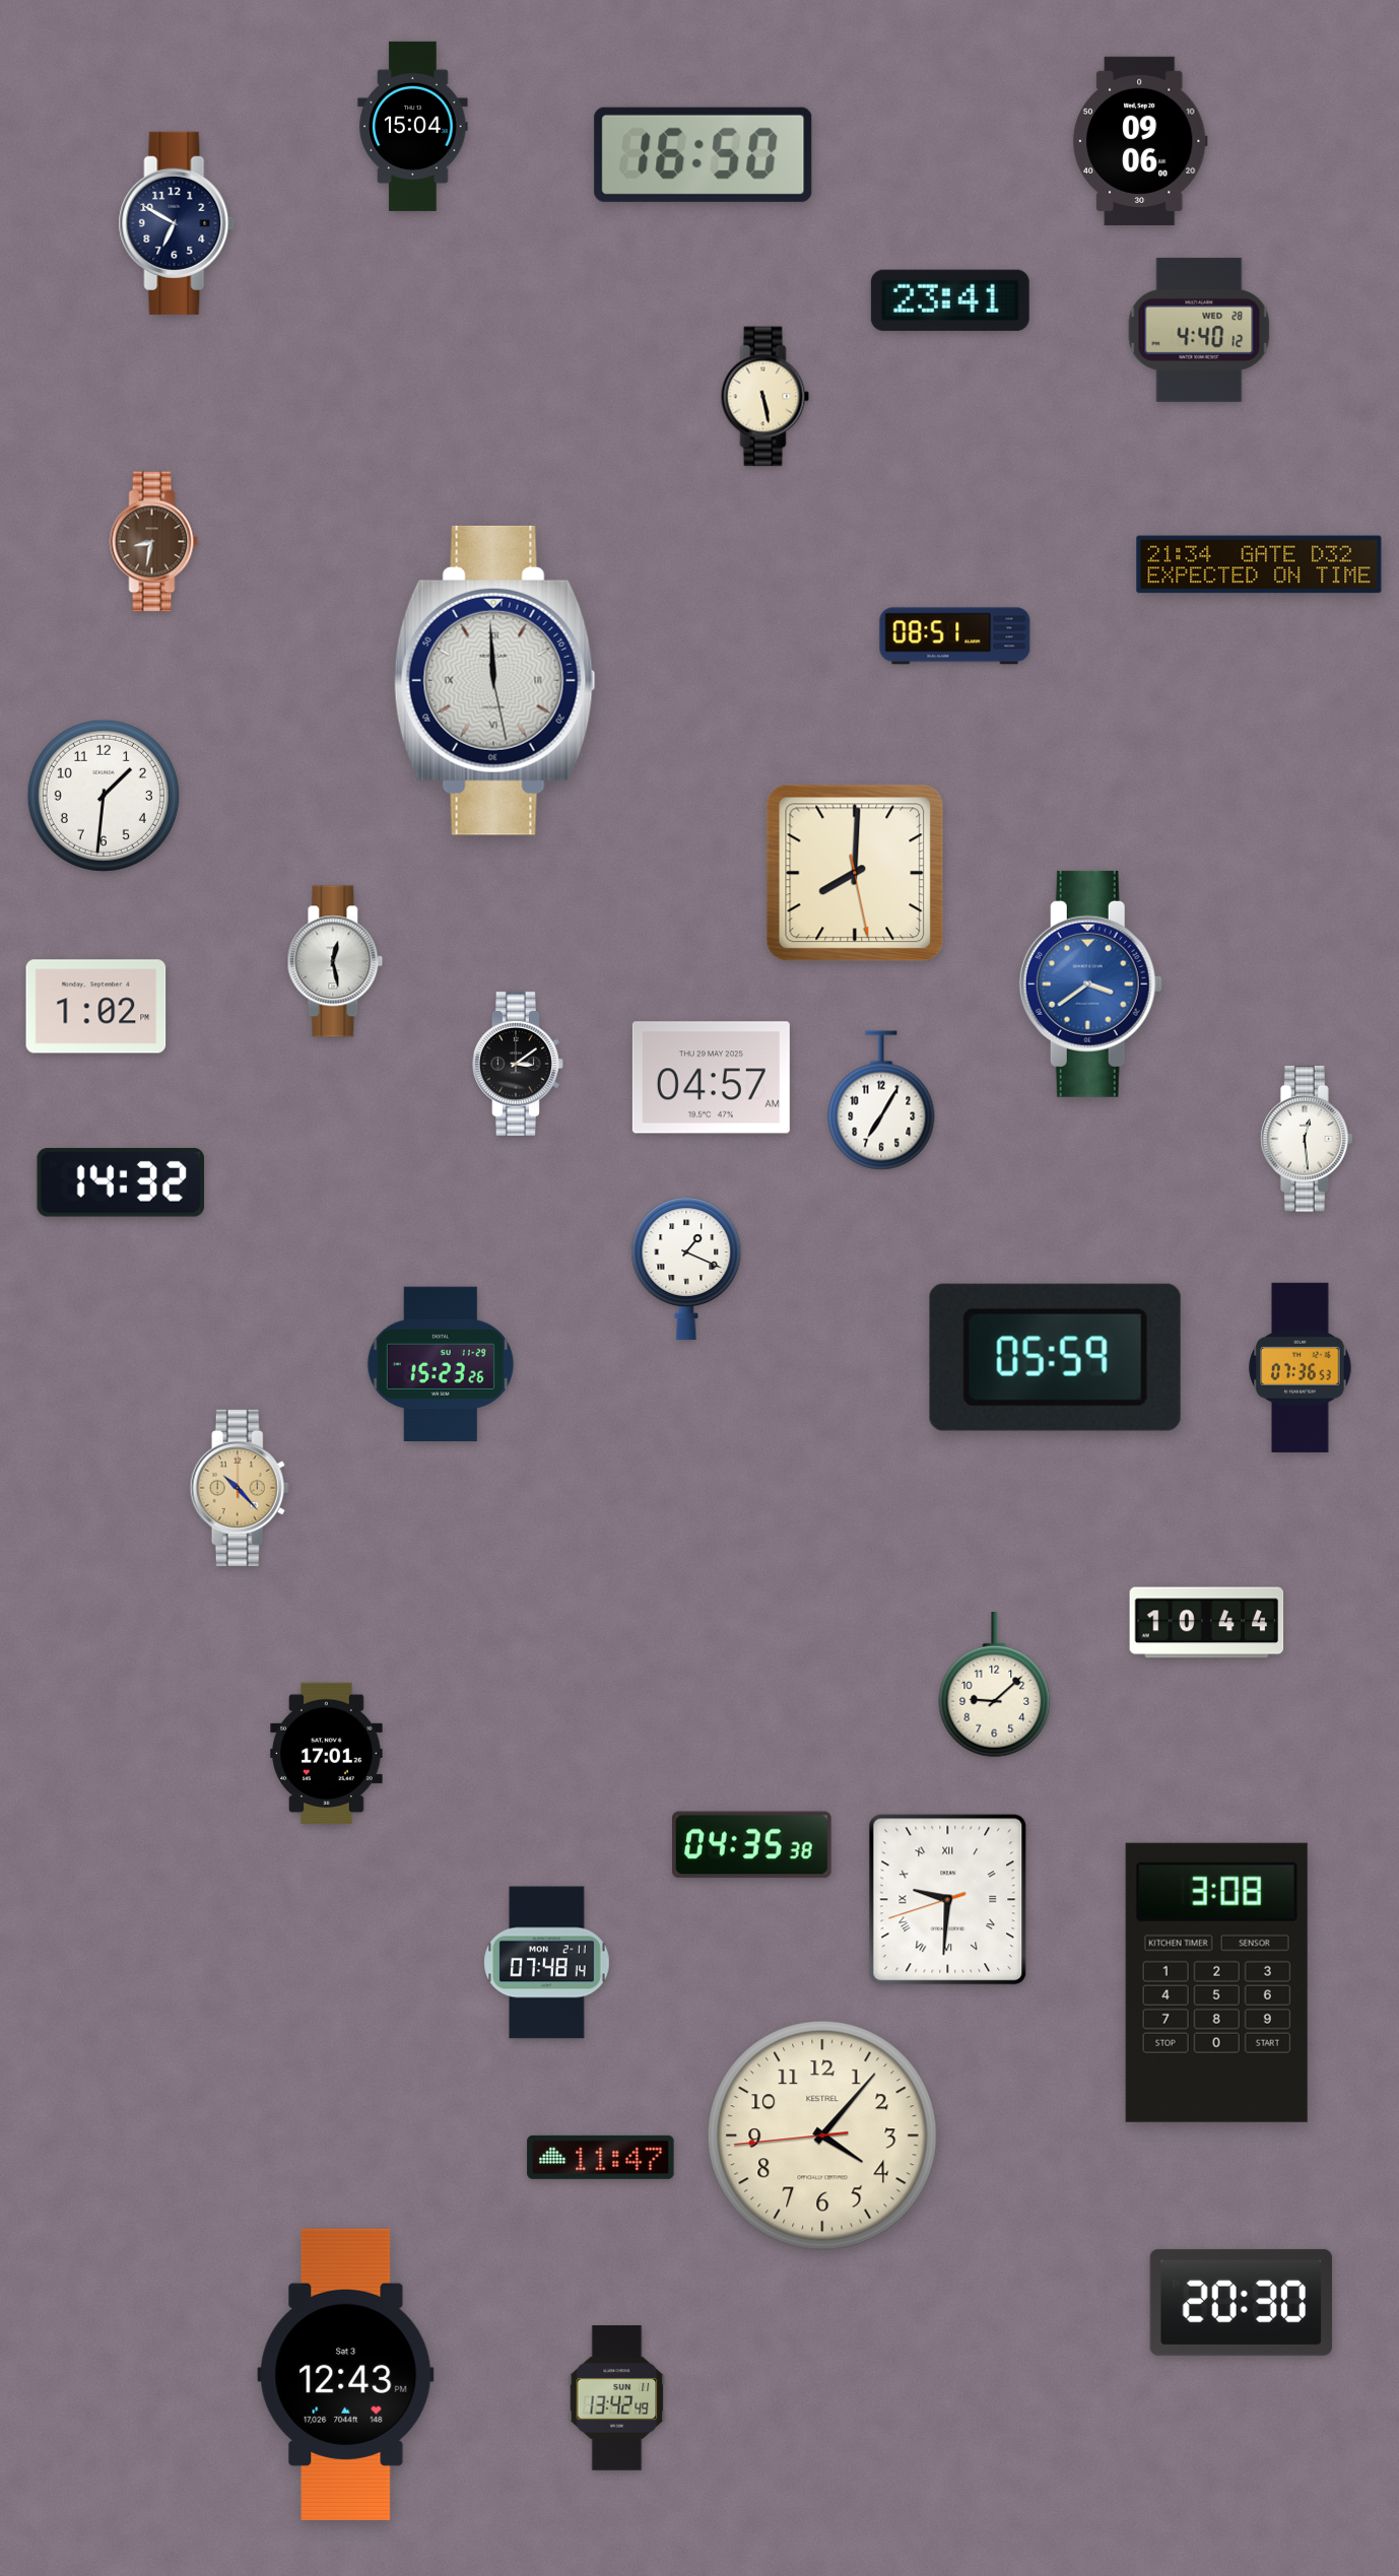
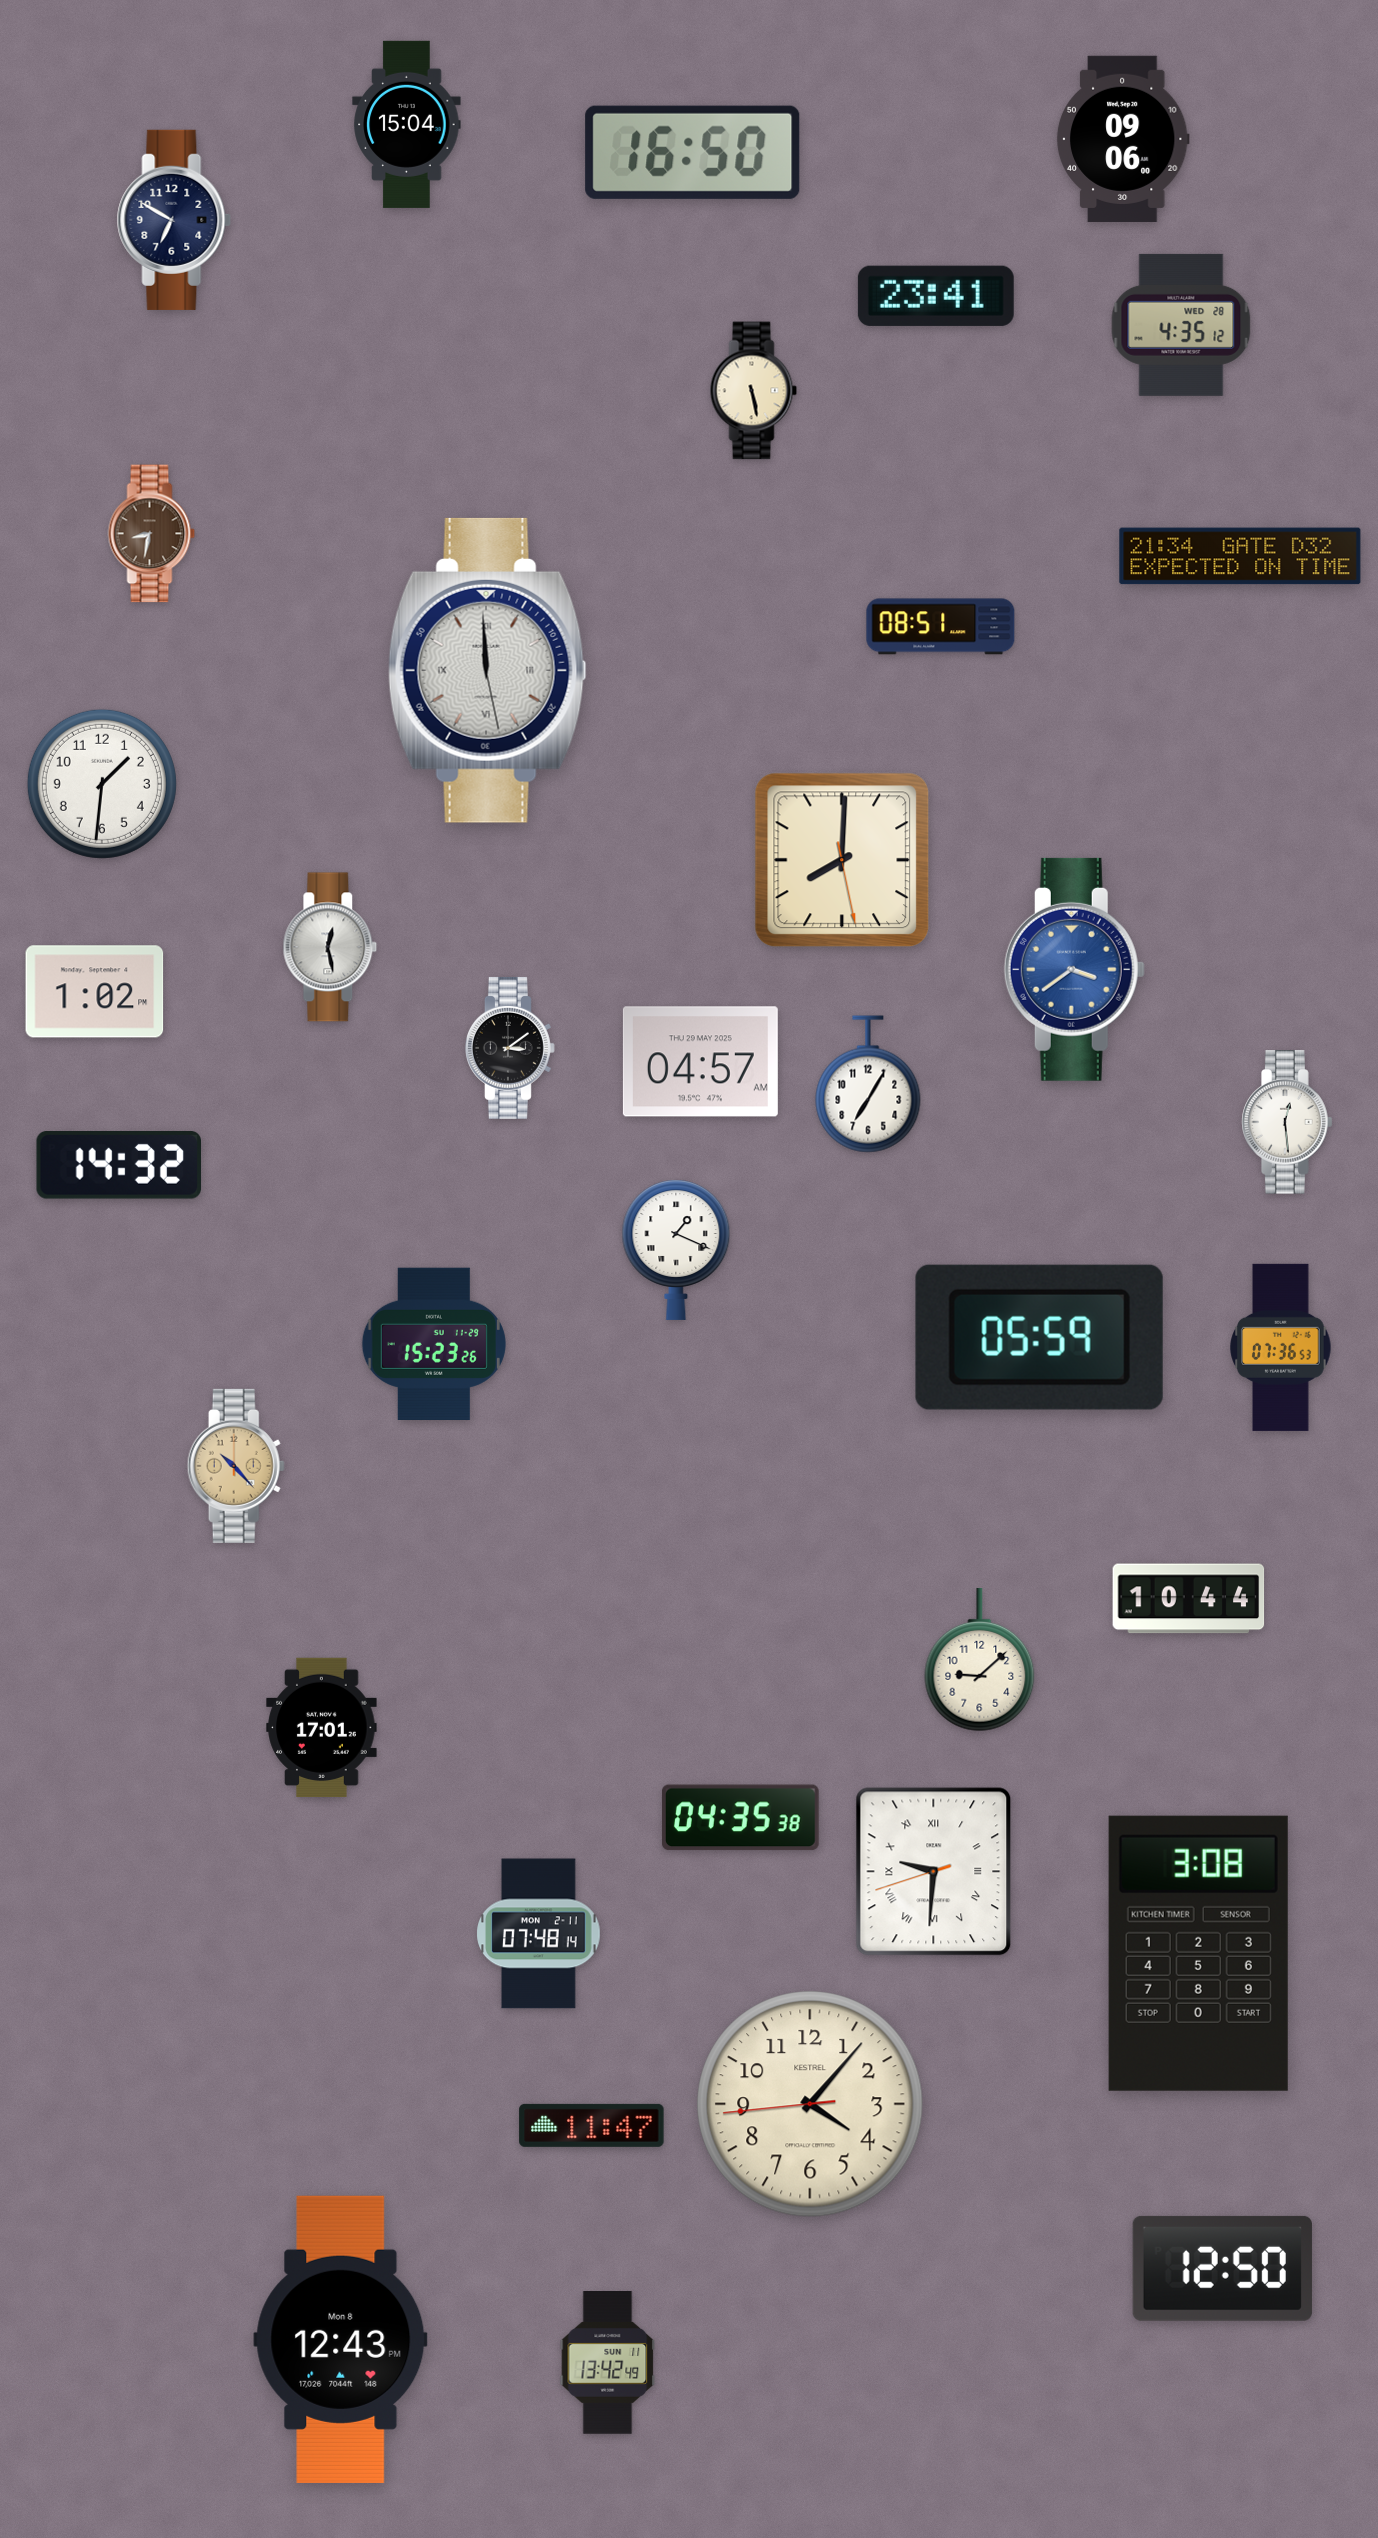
clock at (1199, 330): 4:40 -> 4:35
clock at (1241, 2302): 20:30 -> 12:50
clock at (346, 2374) date: Sat 3 -> Mon 8
